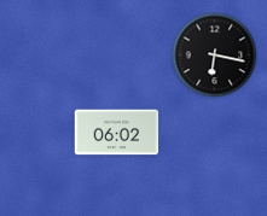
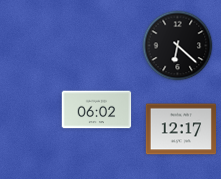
clock at (215, 56): 6:17 -> 6:22
clock at (180, 129): none -> 12:17
